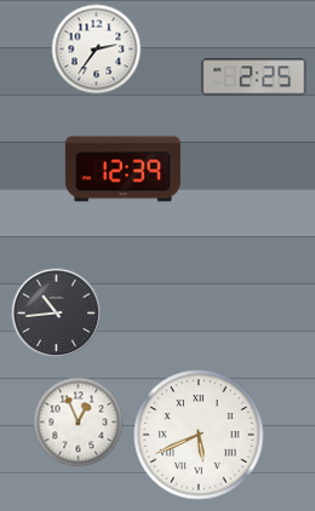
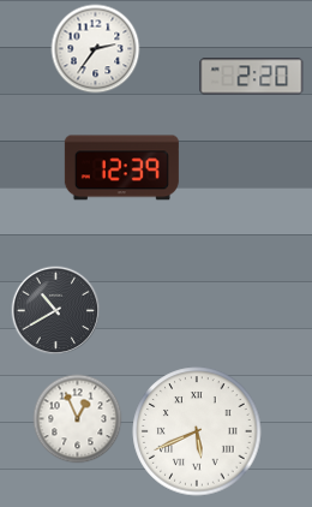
clock at (254, 77): 2:25 -> 2:20
clock at (57, 314): 10:44 -> 10:40
